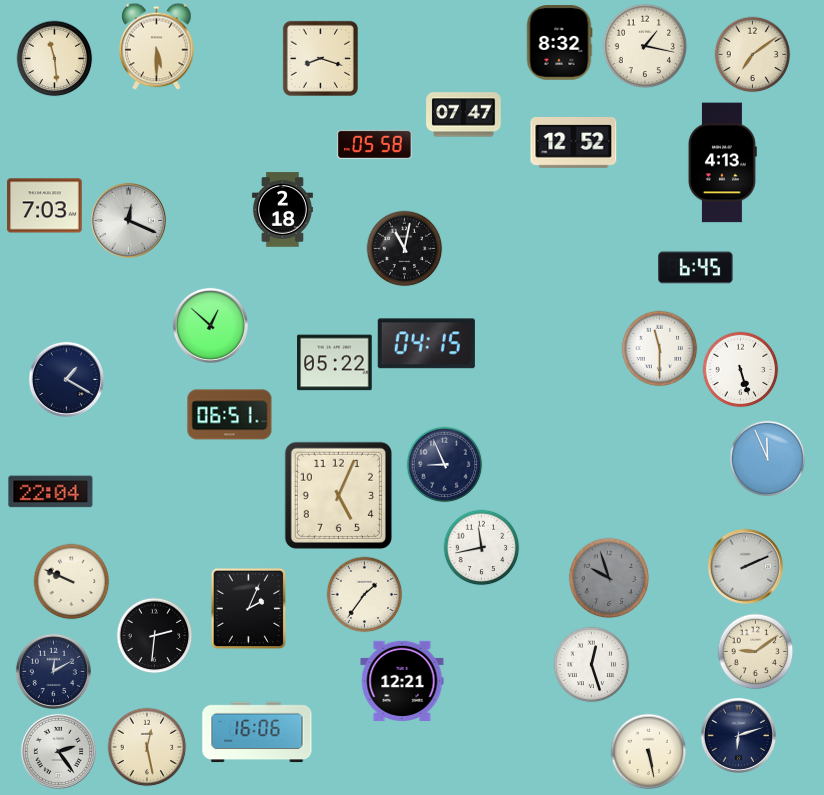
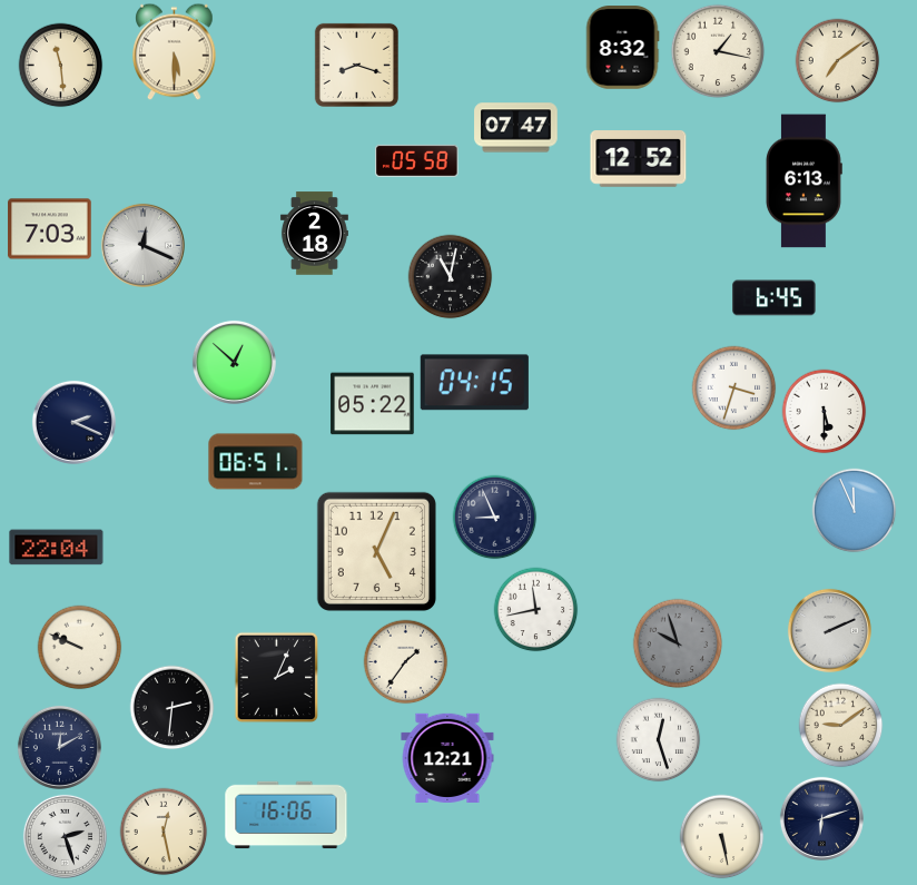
clock at (722, 163): 4:13 -> 6:13
clock at (660, 349): 11:30 -> 3:33
clock at (741, 370): 5:27 -> 5:30
clock at (66, 379): 1:20 -> 2:19
clock at (58, 751): 2:24 -> 2:27
